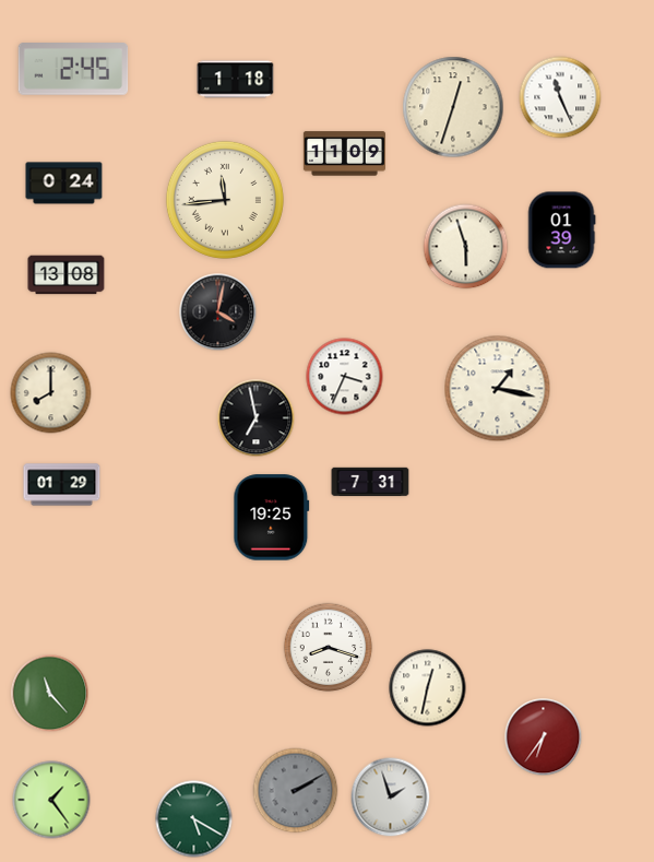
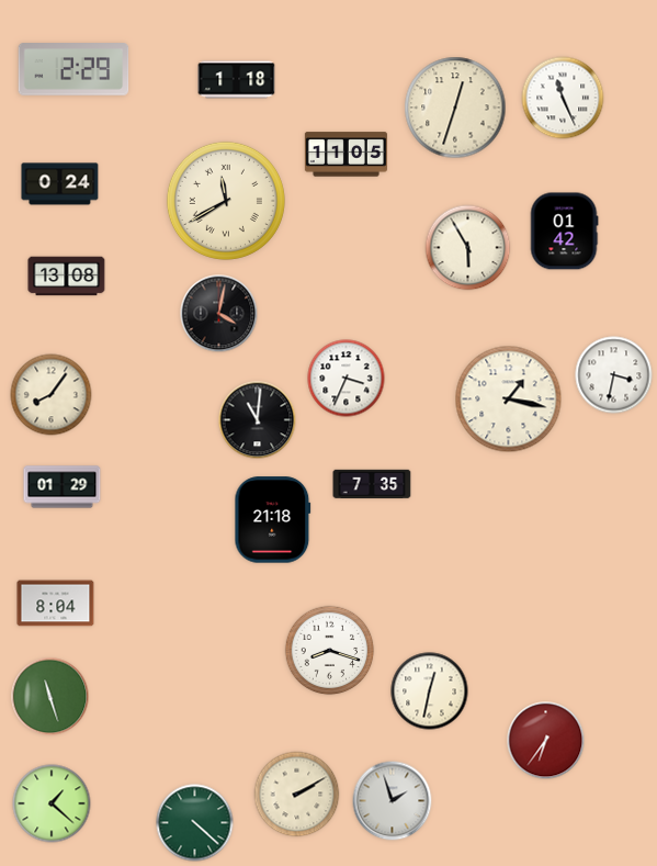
clock at (73, 69): 2:45 -> 2:29
clock at (344, 154): 11:09 -> 11:05
clock at (64, 184) position: (64, 184) -> (60, 184)
clock at (225, 200): 11:44 -> 11:40
clock at (561, 231): 01:39 -> 01:42
clock at (466, 247): 5:57 -> 5:55
clock at (614, 375): none -> 3:32
clock at (498, 389) position: (498, 389) -> (509, 400)
clock at (51, 393): 8:00 -> 8:06
clock at (257, 418): 6:58 -> 11:01
clock at (370, 482): 7:31 -> 7:35
clock at (272, 518): 19:25 -> 21:18
clock at (56, 604): none -> 8:04
clock at (50, 694): 11:23 -> 11:27
clock at (296, 791) dial: grey -> cream
clock at (51, 800): 1:24 -> 1:22
clock at (194, 819): 5:20 -> 4:22
